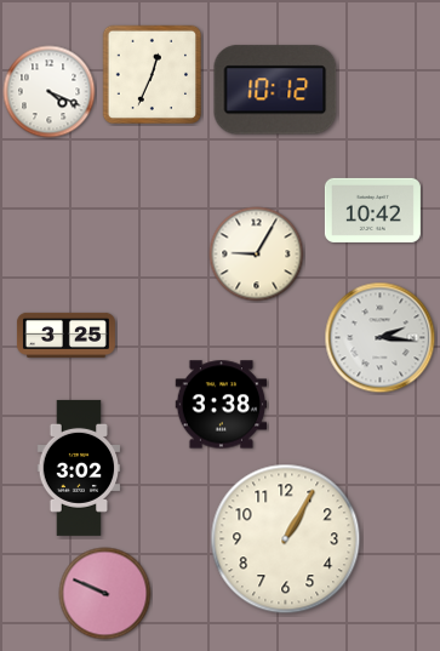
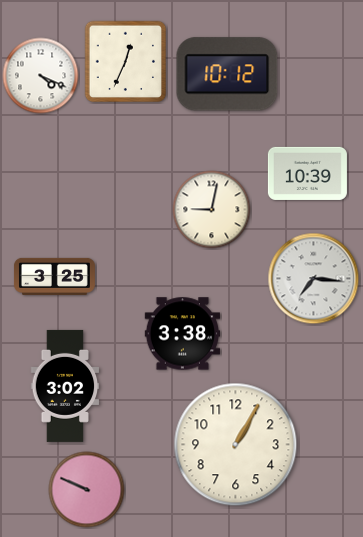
clock at (372, 210): 10:42 -> 10:39
clock at (257, 255): 9:05 -> 9:02
clock at (381, 338): 2:16 -> 7:16
